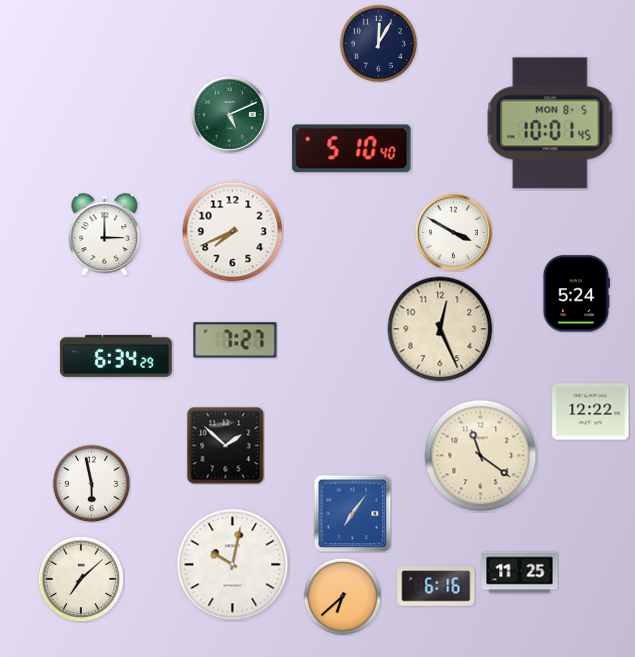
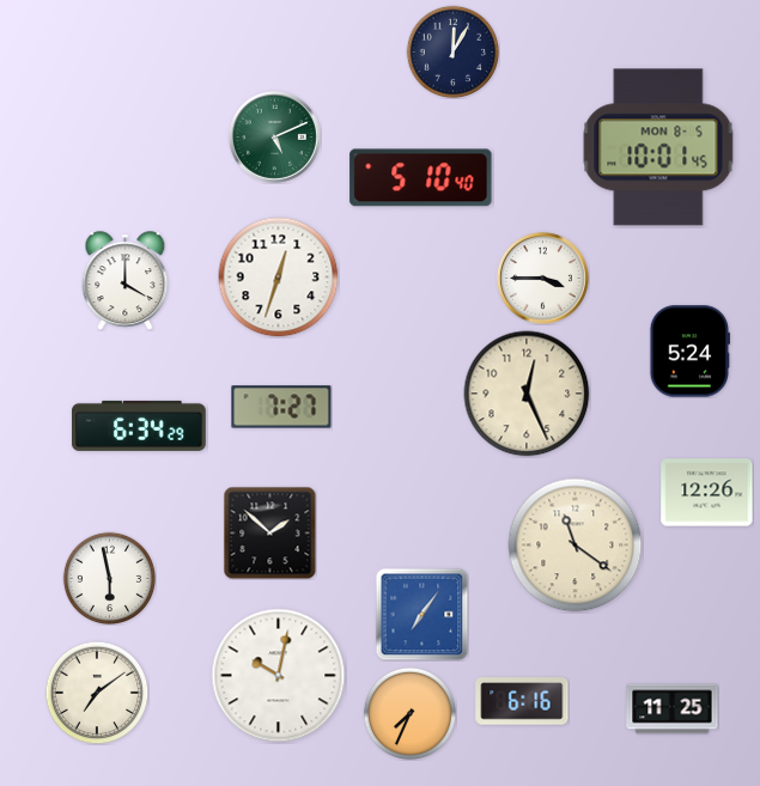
clock at (233, 232): 7:41 -> 12:33
clock at (453, 232): 3:50 -> 3:45
clock at (105, 235): 3:00 -> 4:00
clock at (591, 412): 12:22 -> 12:26
clock at (520, 573) position: (520, 573) -> (673, 709)
clock at (81, 579): 7:08 -> 7:09
clock at (342, 596): 6:38 -> 7:34
